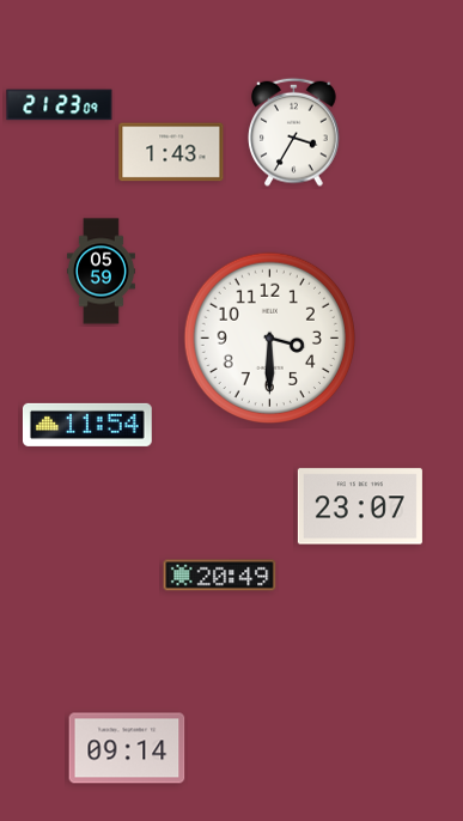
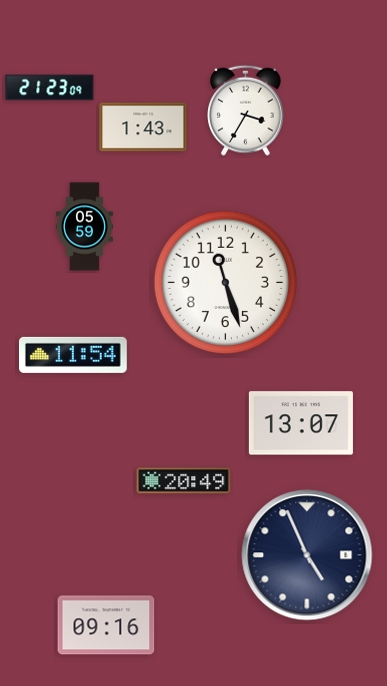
clock at (269, 339): 3:30 -> 11:27
clock at (360, 506): 23:07 -> 13:07
clock at (307, 555): none -> 4:56
clock at (127, 748): 09:14 -> 09:16
